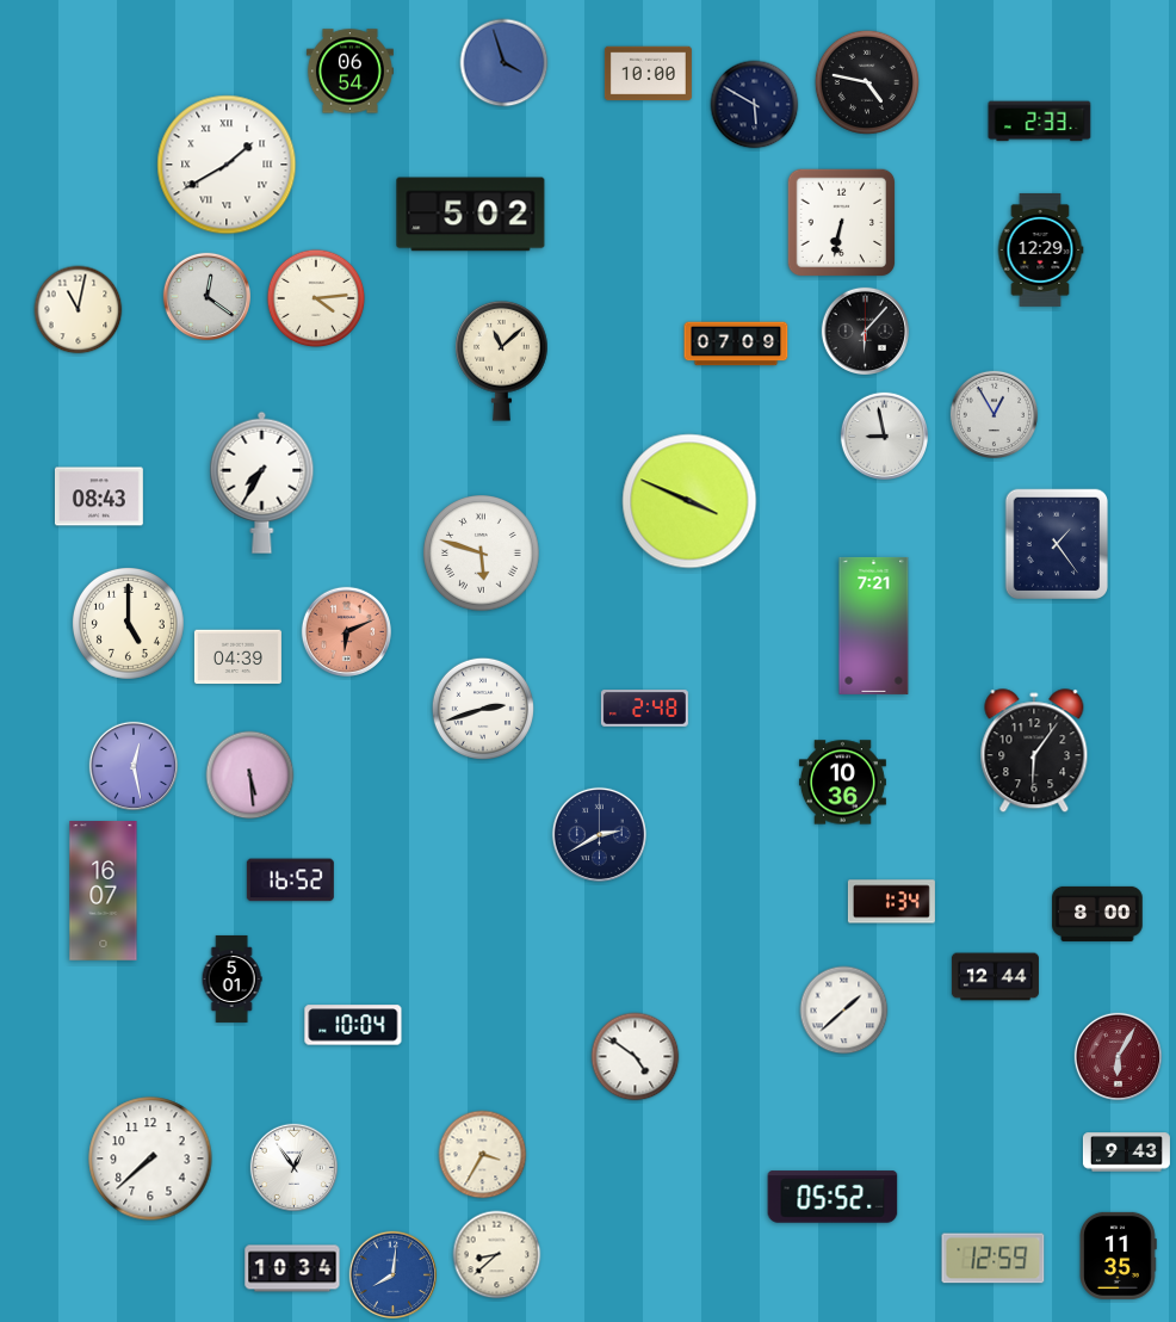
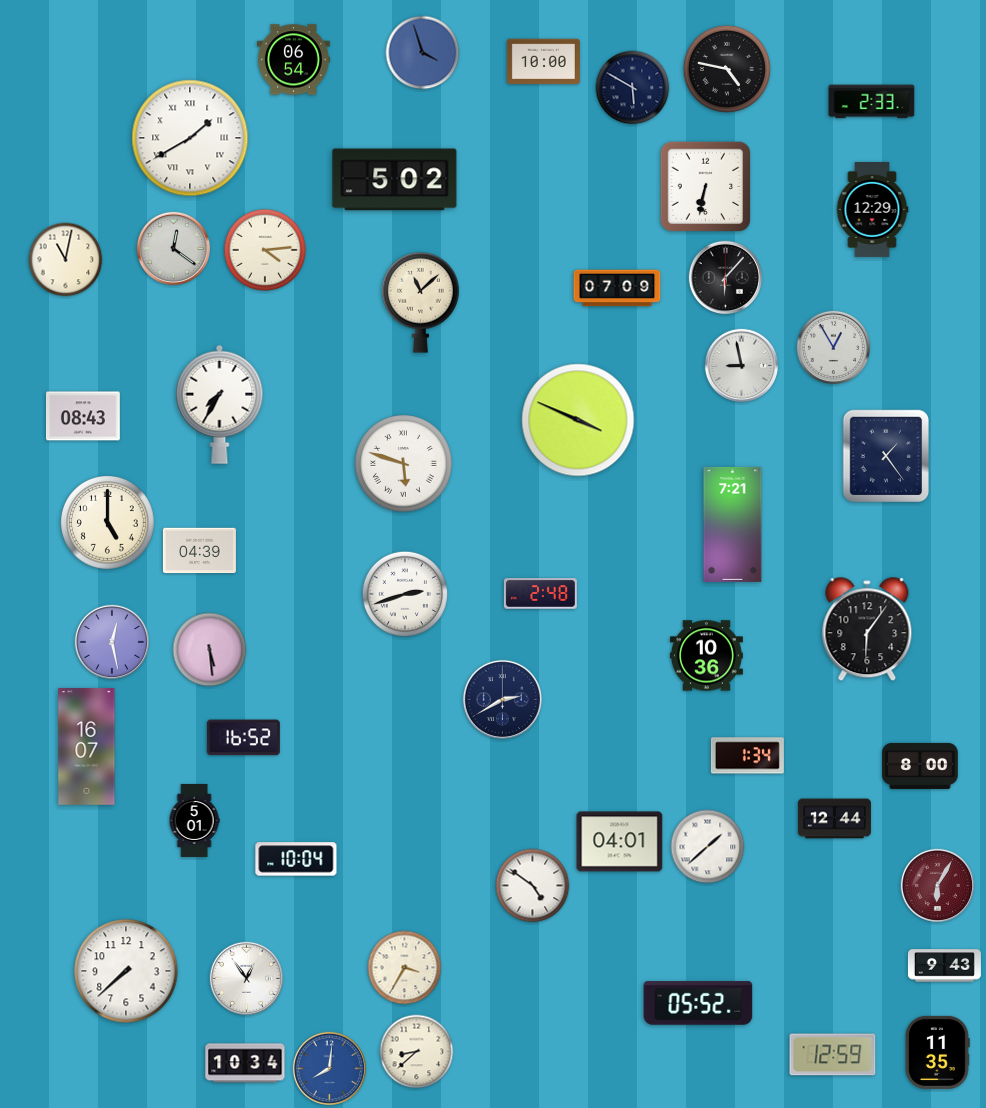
clock at (346, 631): 6:11 -> none
clock at (620, 842): none -> 04:01
